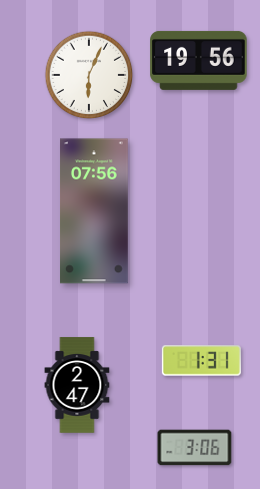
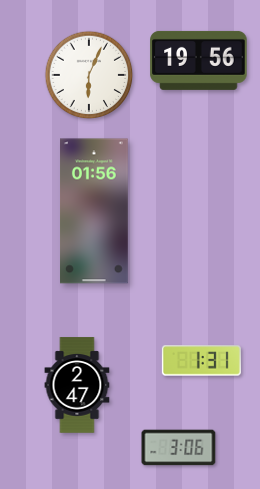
clock at (95, 211): 07:56 -> 01:56
clock at (195, 448) position: (195, 448) -> (179, 448)
